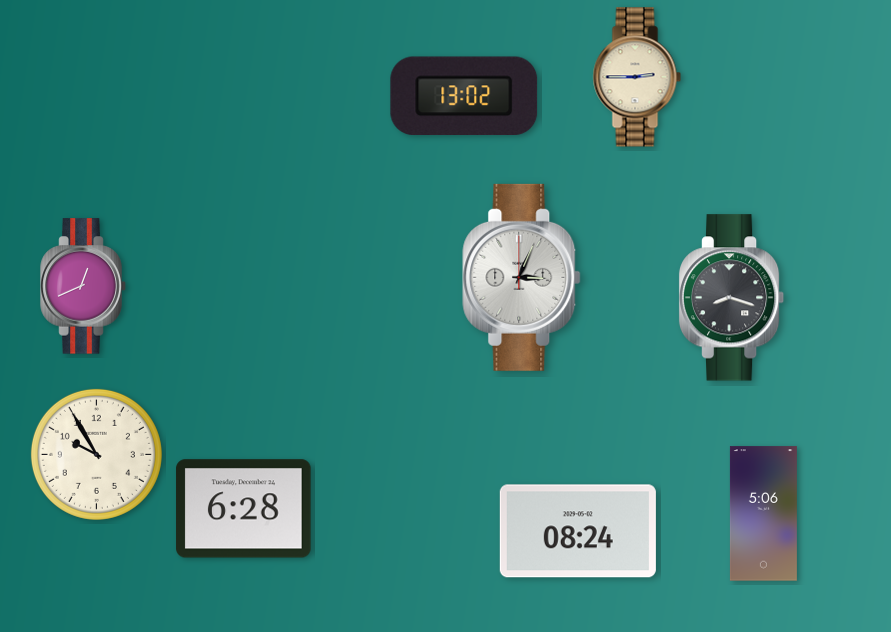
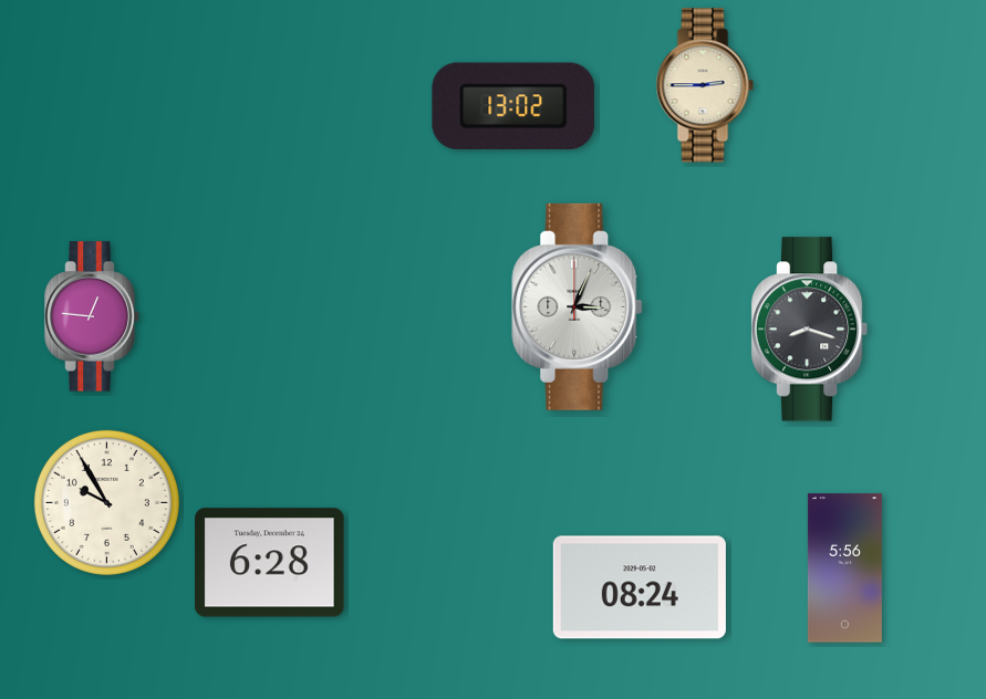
clock at (83, 286): 12:41 -> 12:46
clock at (763, 514): 5:06 -> 5:56
